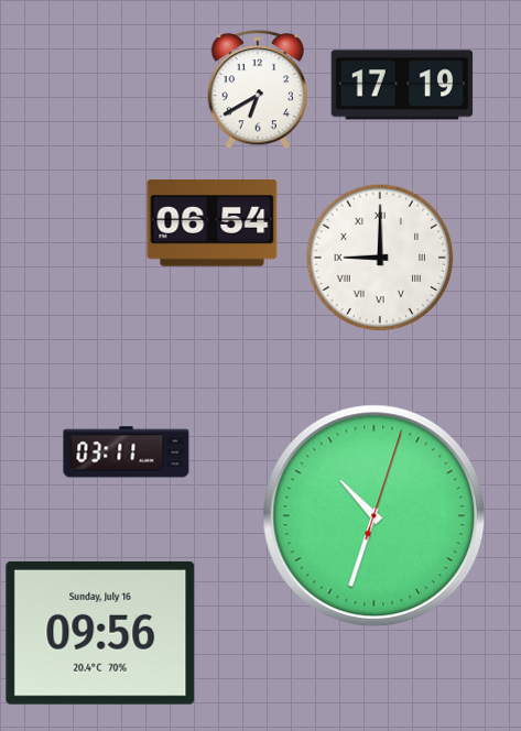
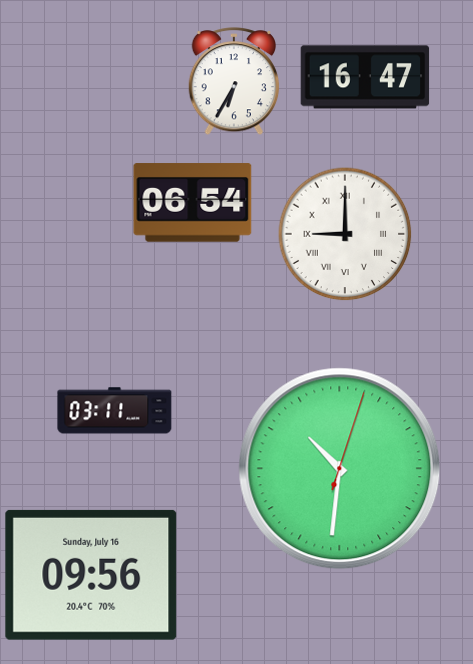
clock at (402, 85): 17:19 -> 16:47
clock at (258, 89): 6:40 -> 6:35
clock at (375, 516): 10:33 -> 10:31
